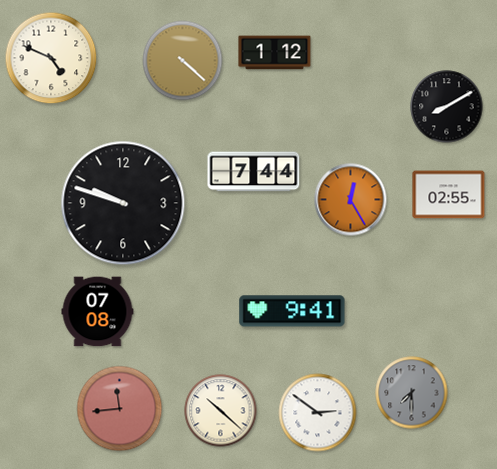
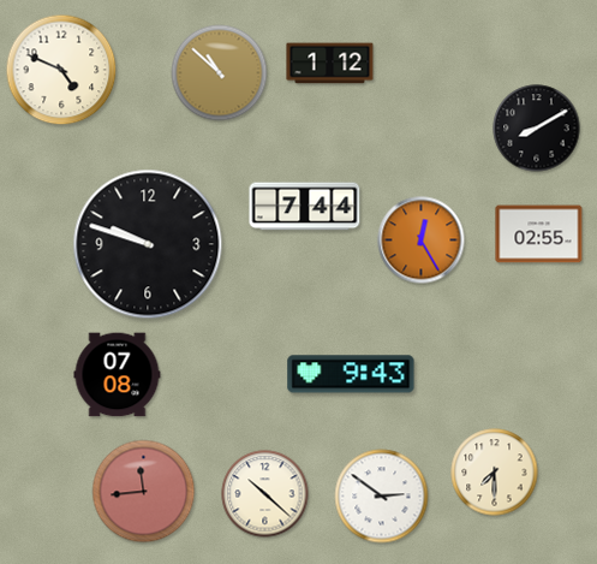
clock at (183, 61): 4:22 -> 10:52
clock at (292, 311): 9:41 -> 9:43
clock at (412, 393) dial: grey -> cream
